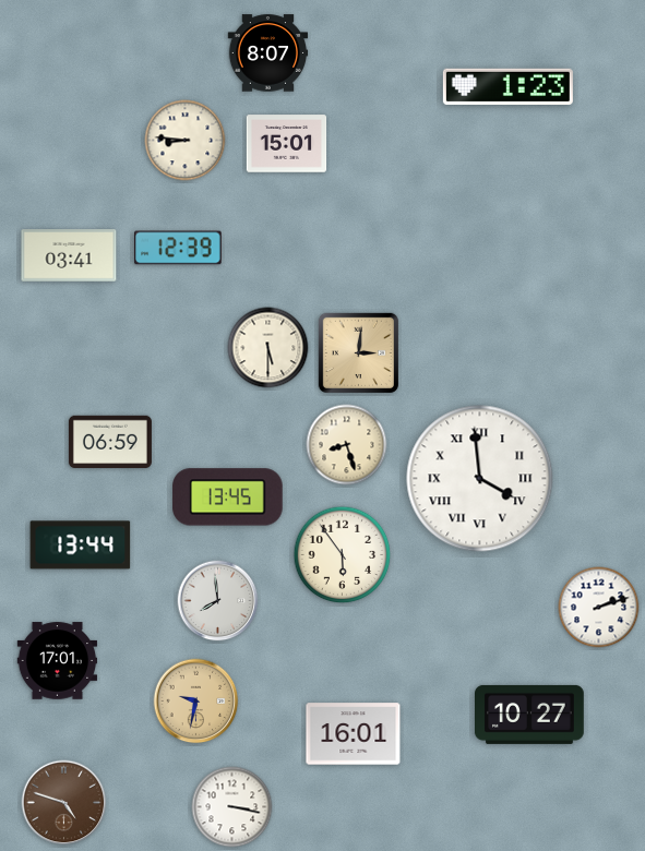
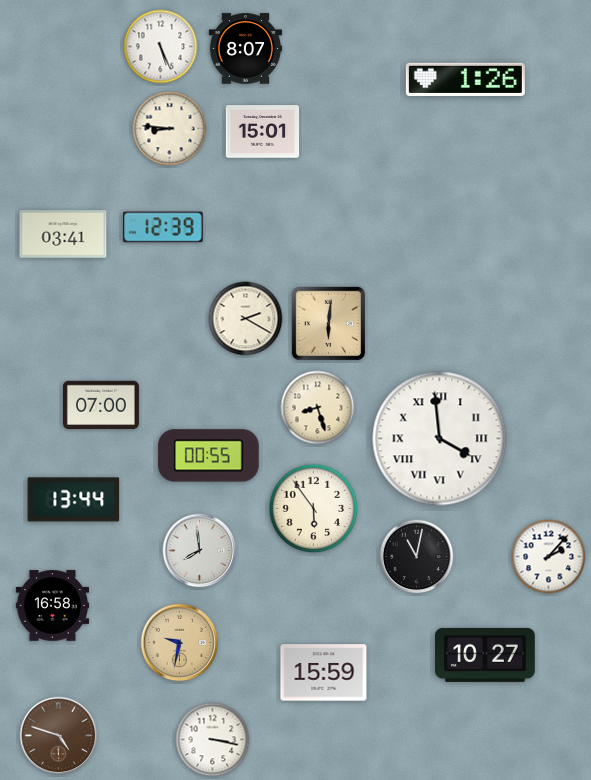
clock at (161, 47): none -> 5:26
clock at (507, 86): 1:23 -> 1:26
clock at (268, 348): 5:30 -> 2:20
clock at (358, 352): 3:01 -> 6:01
clock at (110, 442): 06:59 -> 07:00
clock at (228, 498): 13:45 -> 00:55
clock at (417, 557): none -> 11:02
clock at (599, 608): 2:12 -> 2:07
clock at (58, 661): 17:01 -> 16:58
clock at (354, 734): 16:01 -> 15:59
